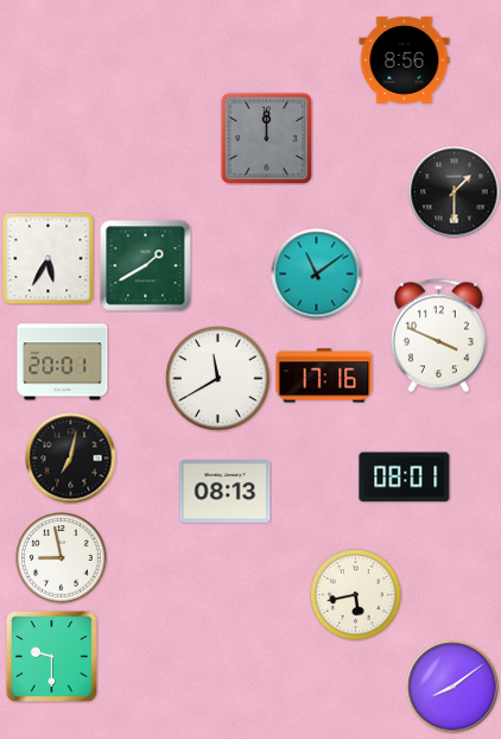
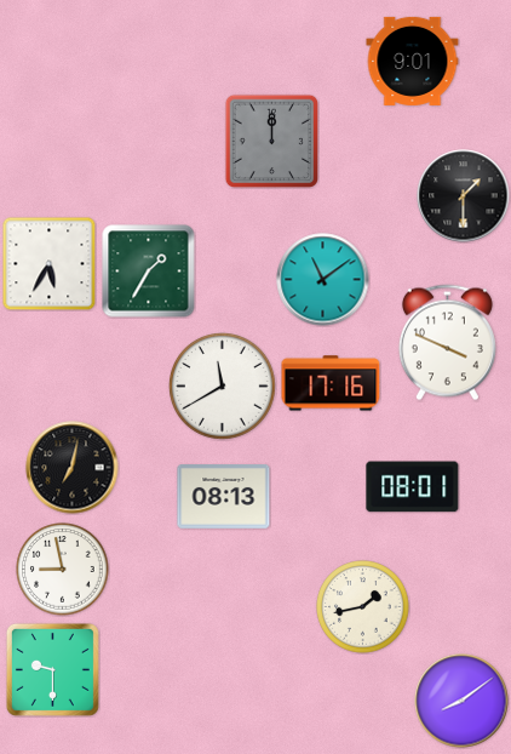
clock at (405, 59): 8:56 -> 9:01
clock at (146, 266): 1:40 -> 1:35
clock at (63, 362): 20:01 -> none
clock at (226, 492) position: (226, 492) -> (224, 497)
clock at (356, 595): 5:43 -> 1:43
